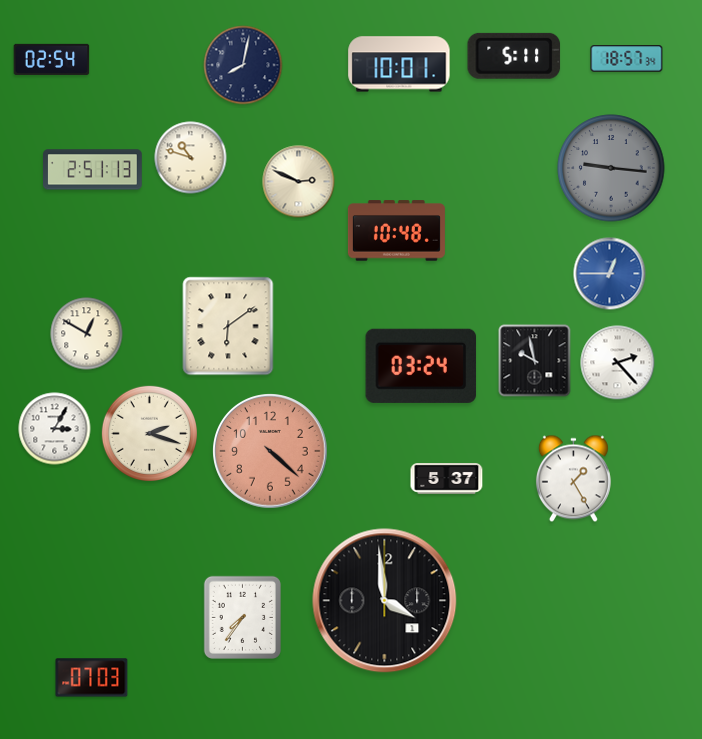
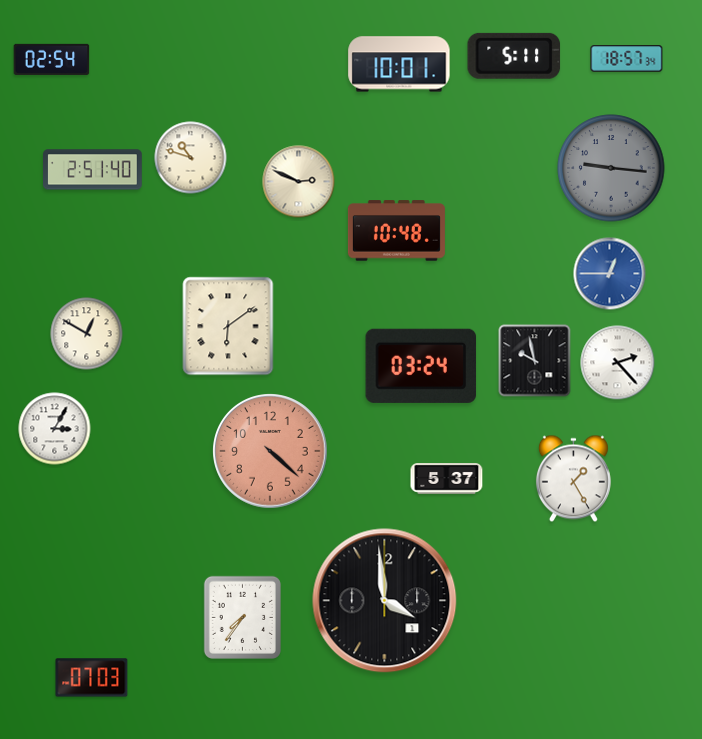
clock at (243, 65): 8:02 -> none
clock at (93, 170): 2:51:13 -> 2:51:40
clock at (149, 433): 2:18 -> none
